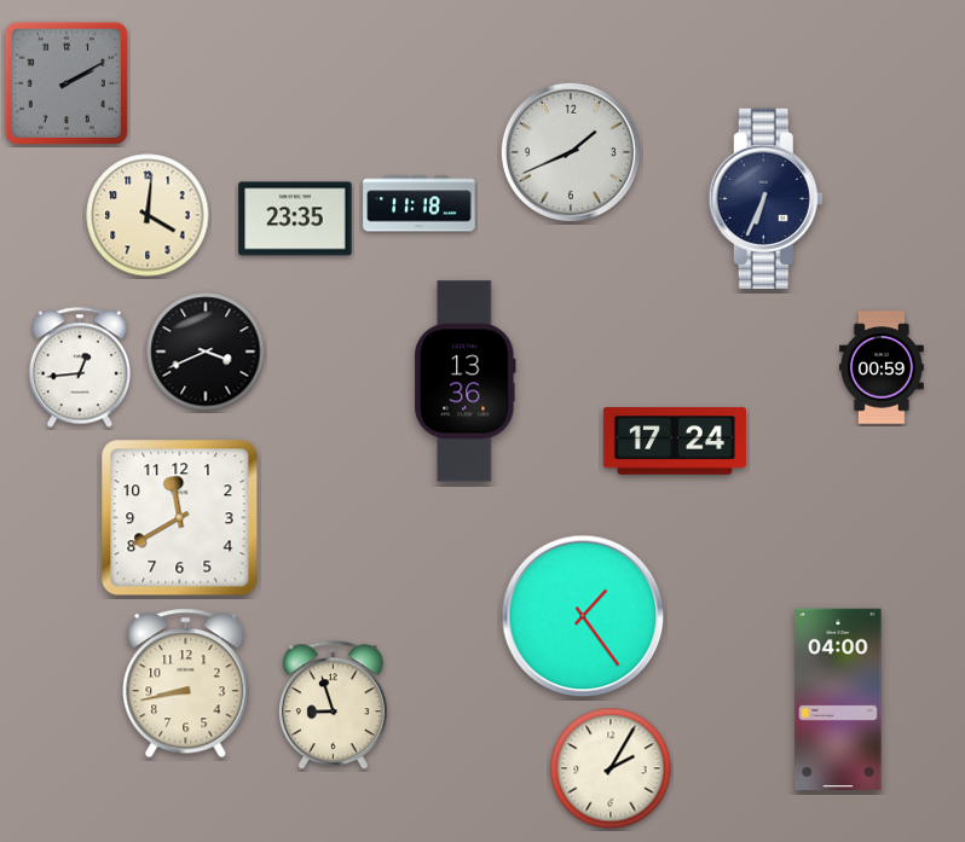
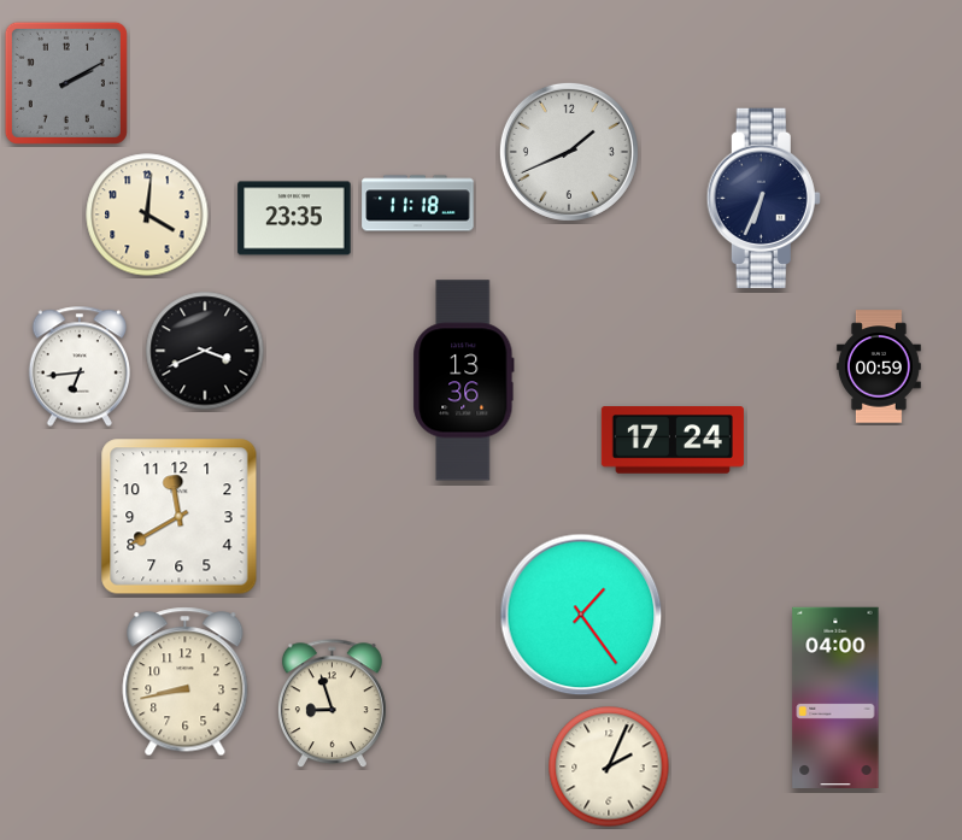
clock at (79, 367): 12:44 -> 6:44
clock at (611, 768): 2:05 -> 2:04
